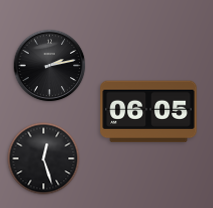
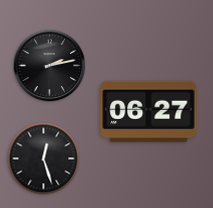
clock at (149, 112): 06:05 -> 06:27
